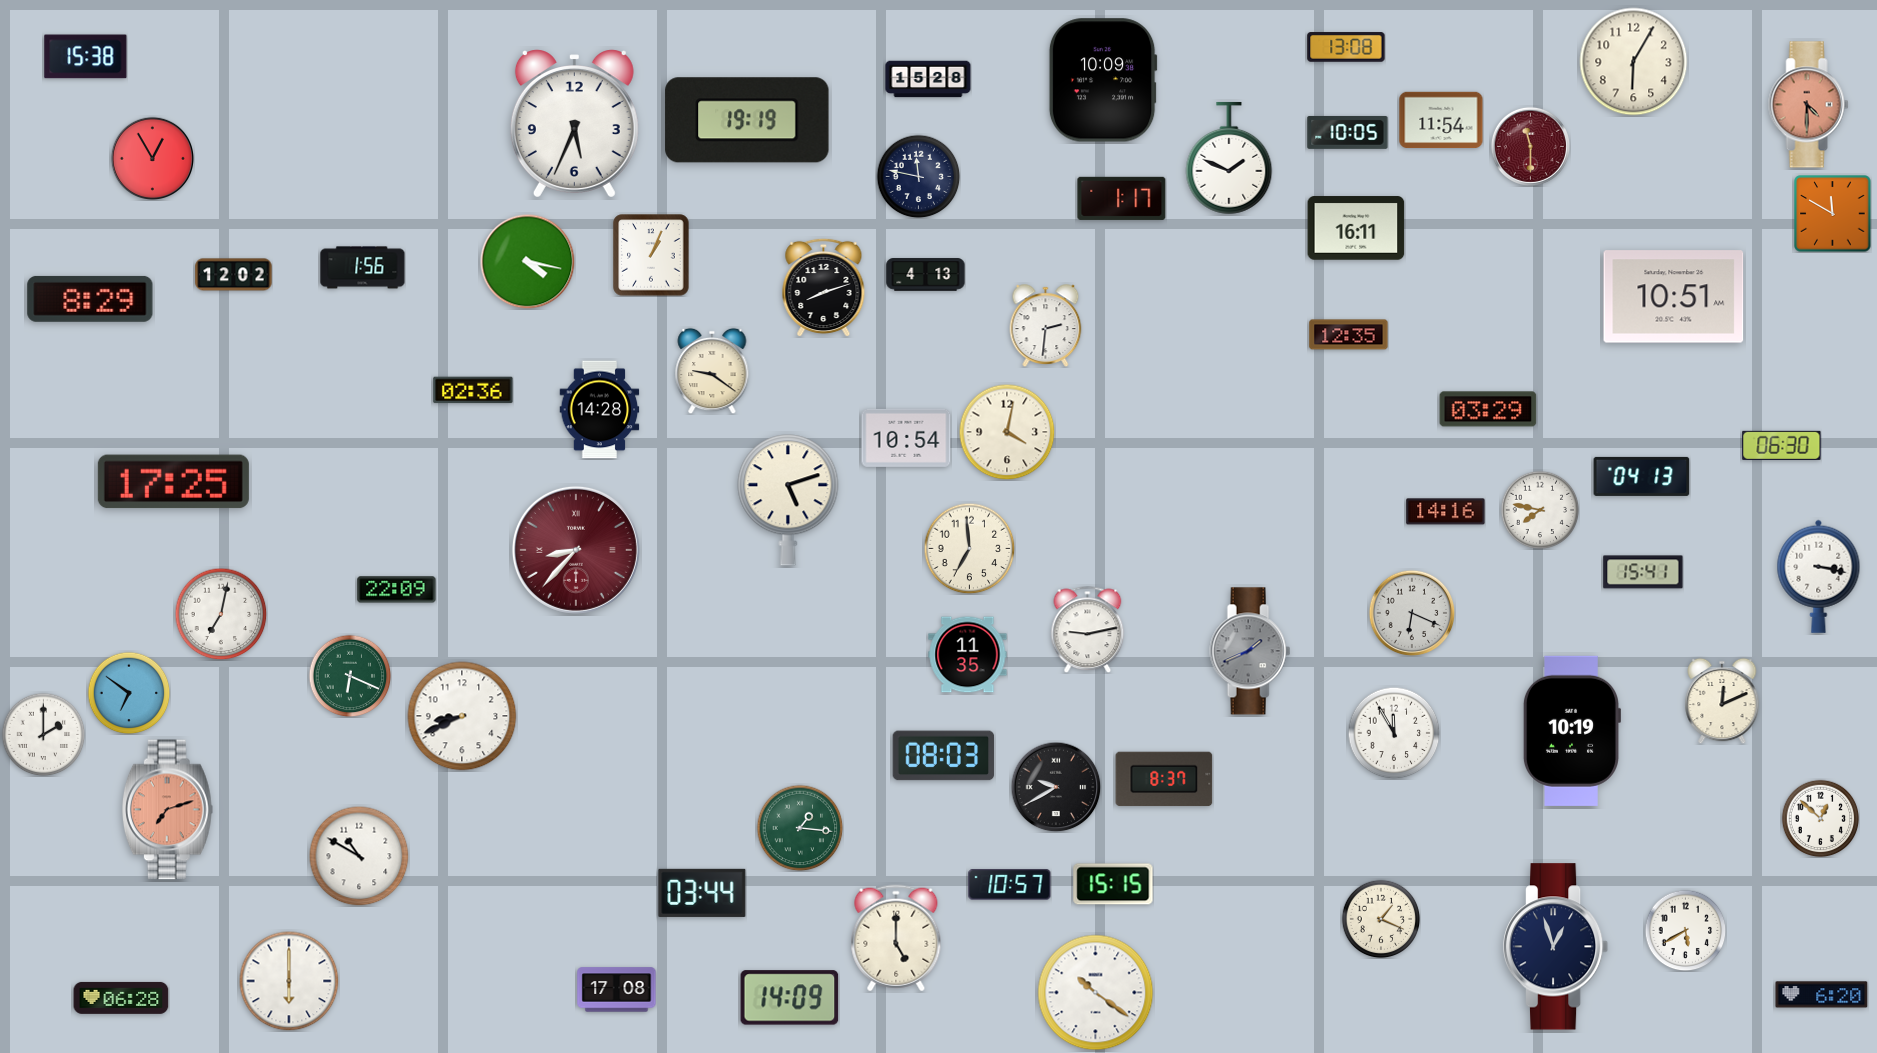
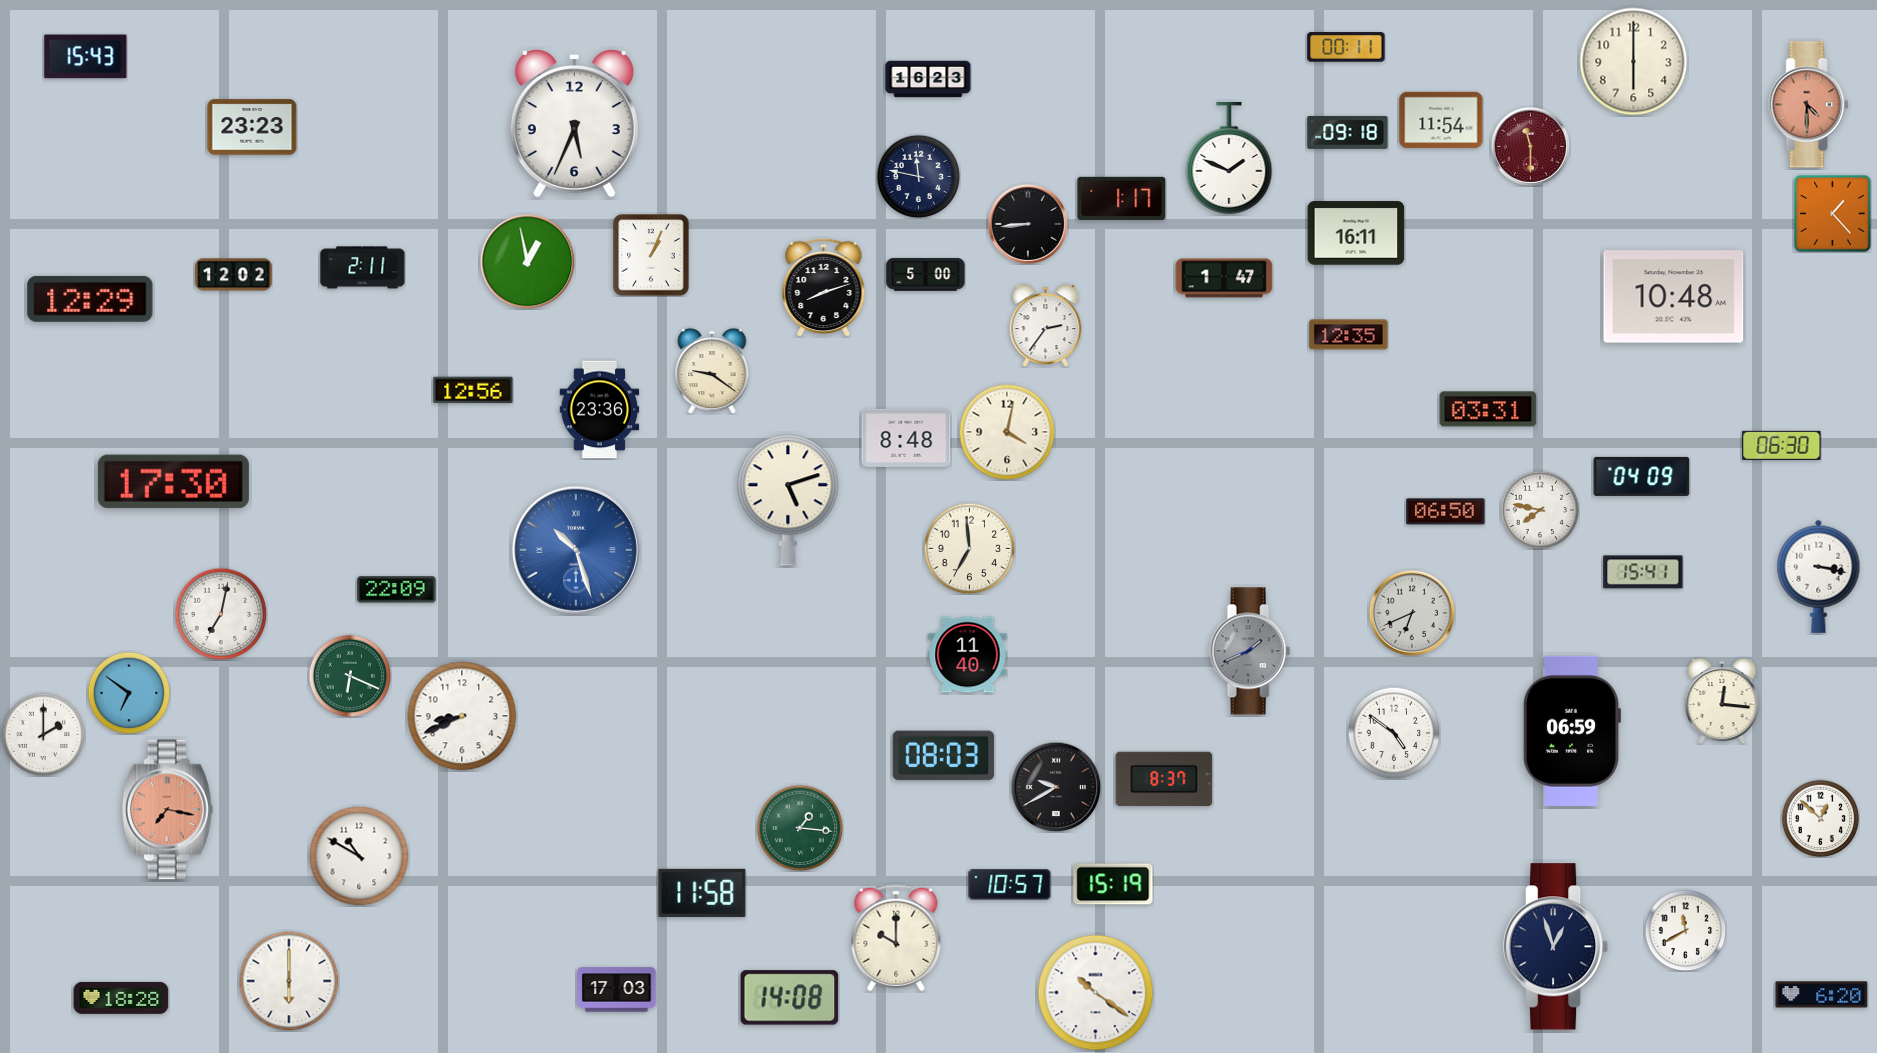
clock at (1346, 47): 13:08 -> 00:11
clock at (86, 57): 15:38 -> 15:43
clock at (1634, 62): 6:05 -> 6:00
clock at (928, 79): 15:28 -> 16:23
clock at (1103, 80): 10:09 -> none
clock at (747, 120): 19:19 -> none
clock at (252, 127): none -> 23:23
clock at (1348, 132): 10:05 -> 09:18
clock at (152, 158): 12:55 -> none
clock at (1833, 214): 11:50 -> 1:23
clock at (1028, 224): none -> 8:44
clock at (1356, 228) position: (1356, 228) -> (1356, 233)
clock at (527, 261): 4:17 -> 12:58
clock at (363, 268): 1:56 -> 2:11
clock at (926, 275): 4:13 -> 5:00
clock at (1224, 278): none -> 1:47
clock at (1674, 297): 10:51 -> 10:48
clock at (90, 299): 8:29 -> 12:29
clock at (1046, 325): 2:31 -> 2:36
clock at (473, 390): 02:36 -> 12:56
clock at (1488, 409): 03:29 -> 03:31
clock at (600, 410): 14:28 -> 23:36
clock at (906, 438): 10:54 -> 8:48
clock at (1642, 476): 04:13 -> 04:09
clock at (173, 482): 17:25 -> 17:30
clock at (1446, 512): 14:16 -> 06:50
clock at (576, 550): 8:37 -> 10:27
clock at (576, 550) dial: burgundy -> blue
clock at (1412, 613): 6:19 -> 6:41
clock at (1088, 629): 9:13 -> none
clock at (968, 655): 11:35 -> 11:40
clock at (1722, 701): 12:11 -> 12:16
clock at (1571, 731): 10:19 -> 06:59
clock at (1394, 733): 11:55 -> 4:51
clock at (167, 810): 7:12 -> 7:17
clock at (1113, 884): 15:15 -> 15:19
clock at (702, 893): 03:44 -> 11:58
clock at (1381, 919): 1:19 -> none
clock at (1685, 930): 5:40 -> 11:40
clock at (896, 938): 5:00 -> 10:00
clock at (617, 990): 17:08 -> 17:03
clock at (121, 998): 06:28 -> 18:28
clock at (790, 998): 14:09 -> 14:08
